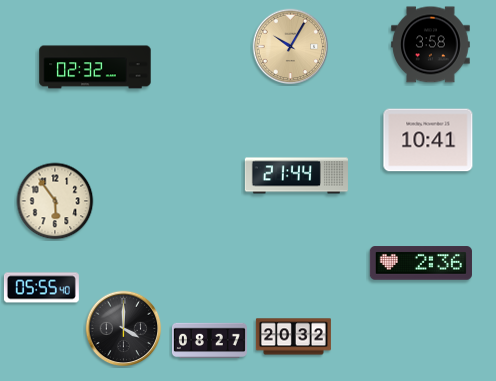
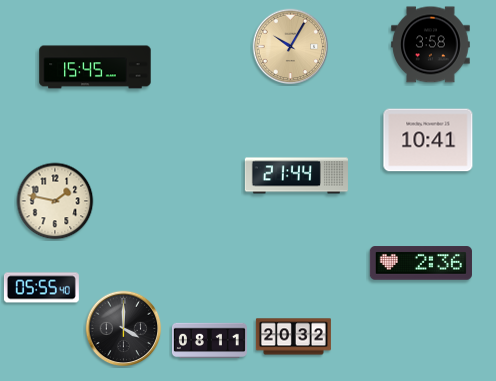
clock at (95, 67): 02:32 -> 15:45
clock at (55, 201): 5:54 -> 1:47
clock at (209, 341): 08:27 -> 08:11
